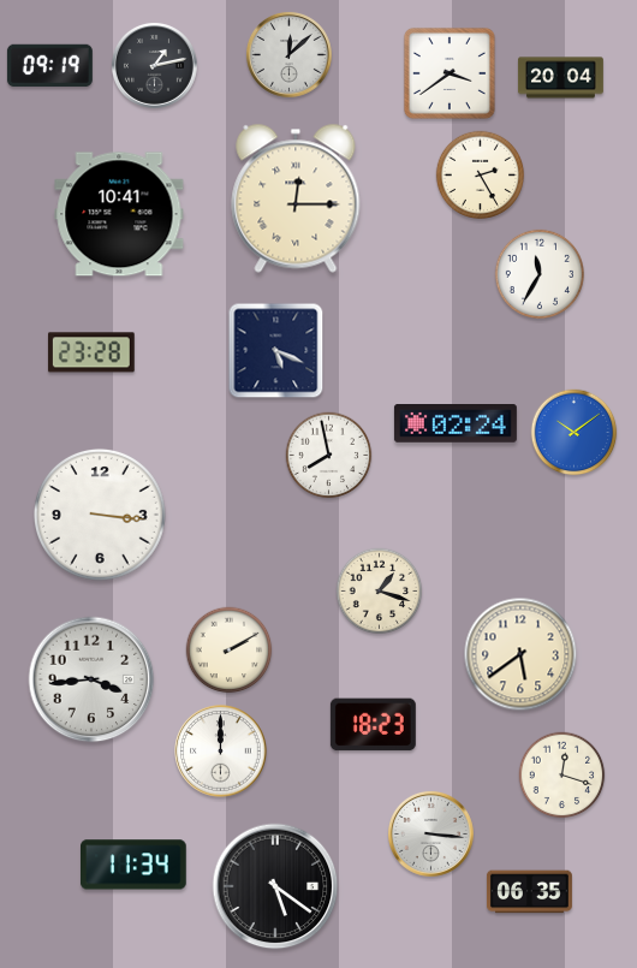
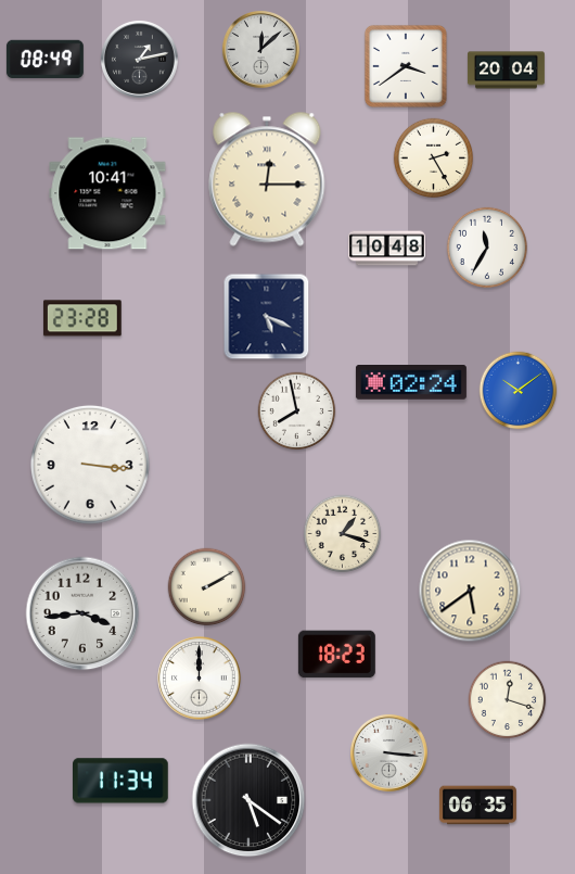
clock at (49, 66): 09:19 -> 08:49
clock at (386, 249): none -> 10:48
clock at (276, 351) position: (276, 351) -> (267, 317)
